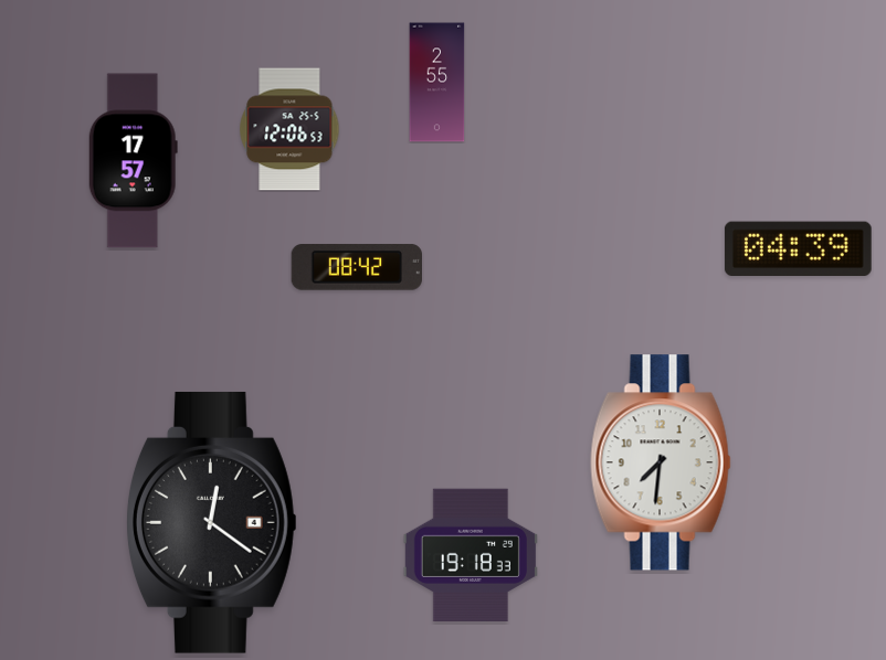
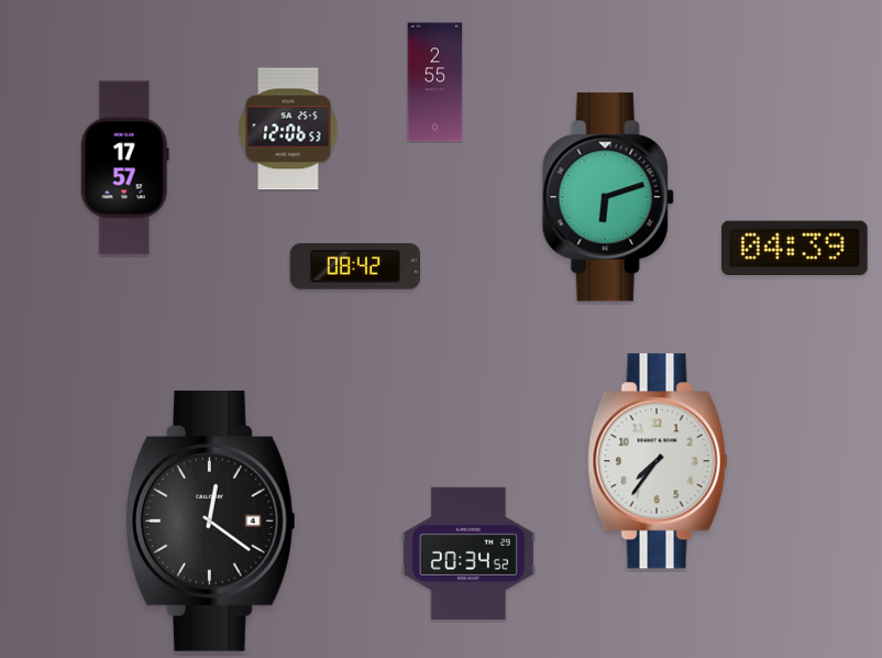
clock at (133, 161) position: (133, 161) -> (124, 168)
clock at (608, 197): none -> 6:12
clock at (661, 462): 7:31 -> 7:36
clock at (471, 554): 19:18 -> 20:34
